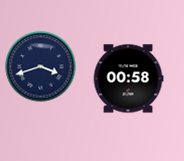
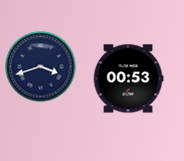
clock at (128, 79): 00:58 -> 00:53
